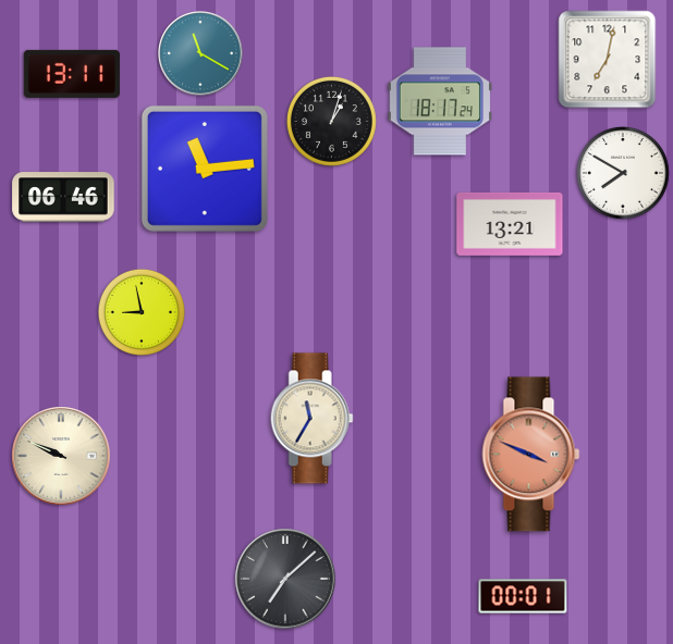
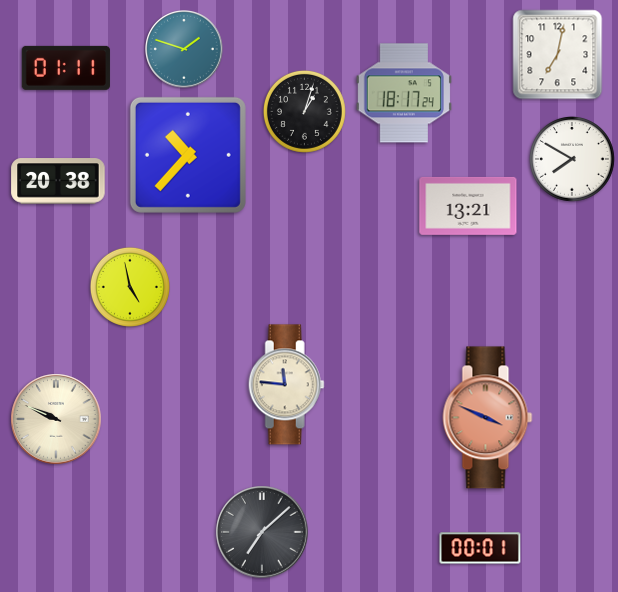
clock at (201, 54): 11:20 -> 1:48
clock at (72, 74): 13:11 -> 01:11
clock at (205, 169): 11:14 -> 10:37
clock at (63, 197): 06:46 -> 20:38
clock at (142, 312): 8:58 -> 4:58
clock at (311, 419): 11:35 -> 11:46
